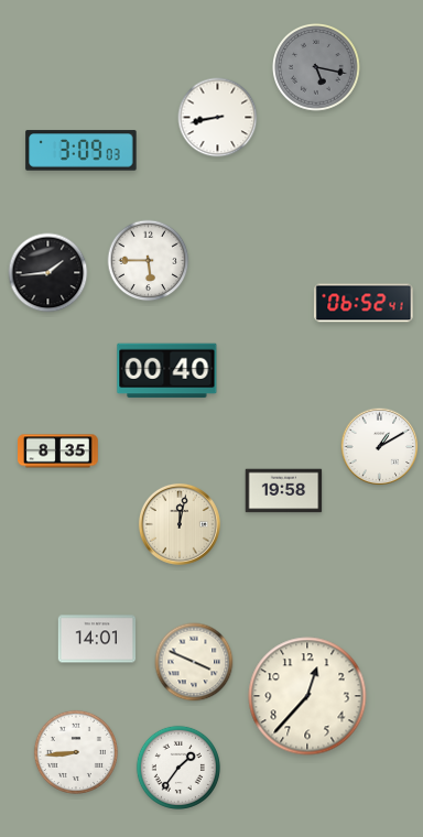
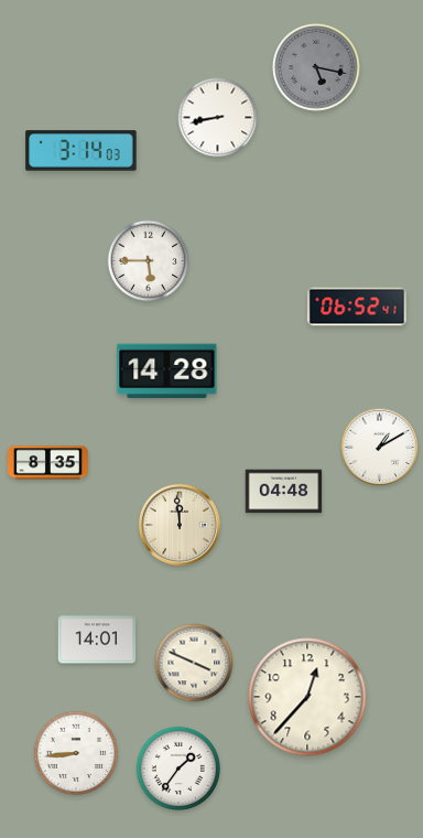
clock at (82, 151): 3:09 -> 3:14
clock at (48, 273): 1:44 -> none
clock at (364, 303) position: (364, 303) -> (357, 307)
clock at (167, 371): 00:40 -> 14:28
clock at (58, 452) position: (58, 452) -> (48, 463)
clock at (284, 491): 19:58 -> 04:48
clock at (180, 524): 12:02 -> 11:59
